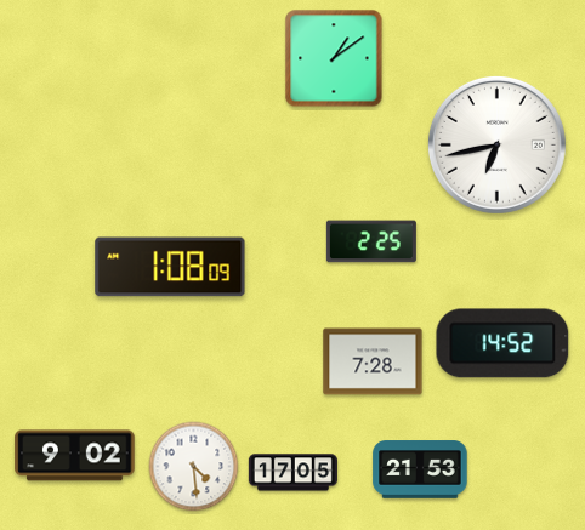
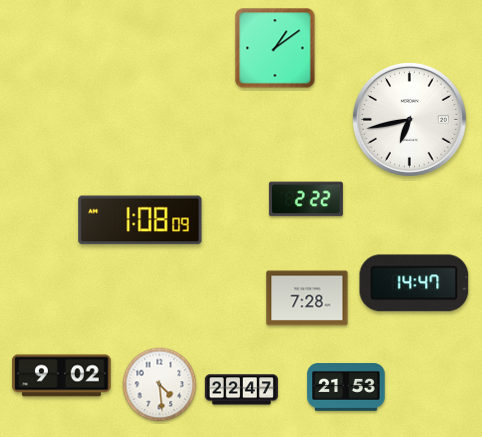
clock at (371, 241): 2:25 -> 2:22
clock at (502, 343): 14:52 -> 14:47
clock at (292, 473): 17:05 -> 22:47
